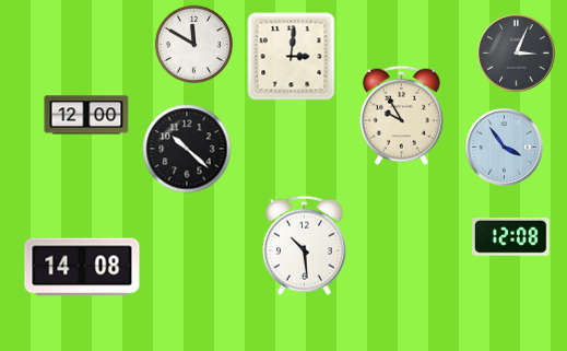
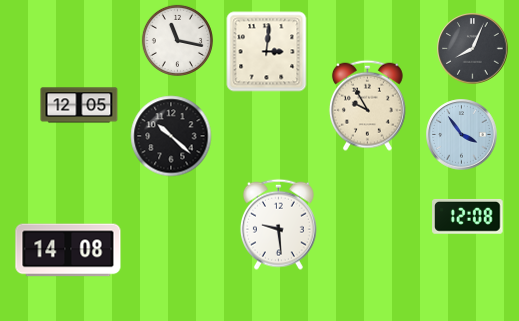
clock at (193, 44): 11:50 -> 11:17
clock at (517, 54): 3:04 -> 8:04
clock at (86, 115): 12:00 -> 12:05
clock at (304, 245): 10:29 -> 9:29
clock at (82, 267) position: (82, 267) -> (68, 250)
